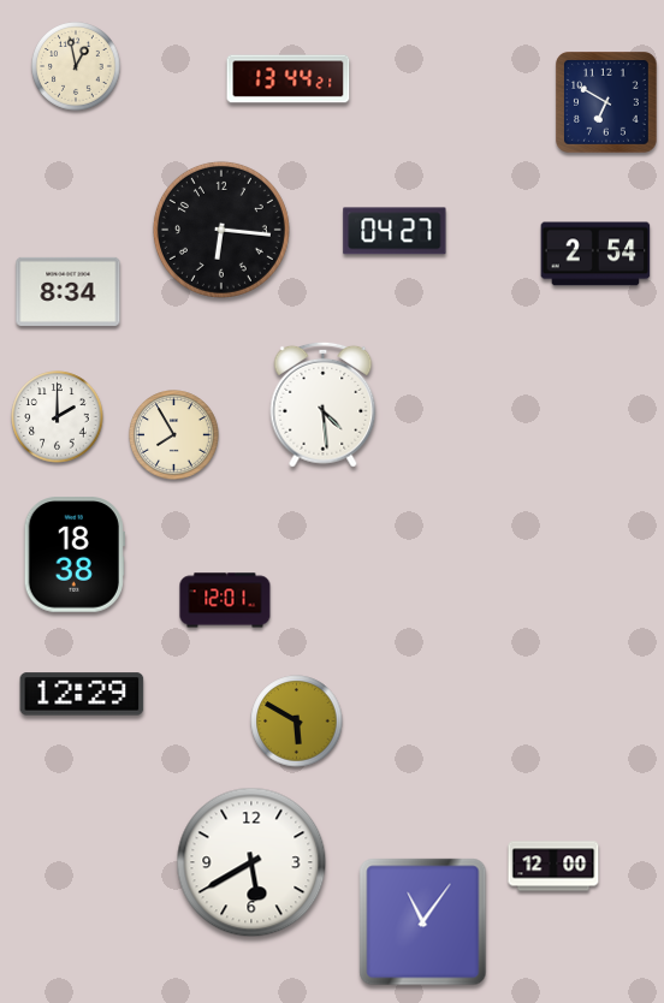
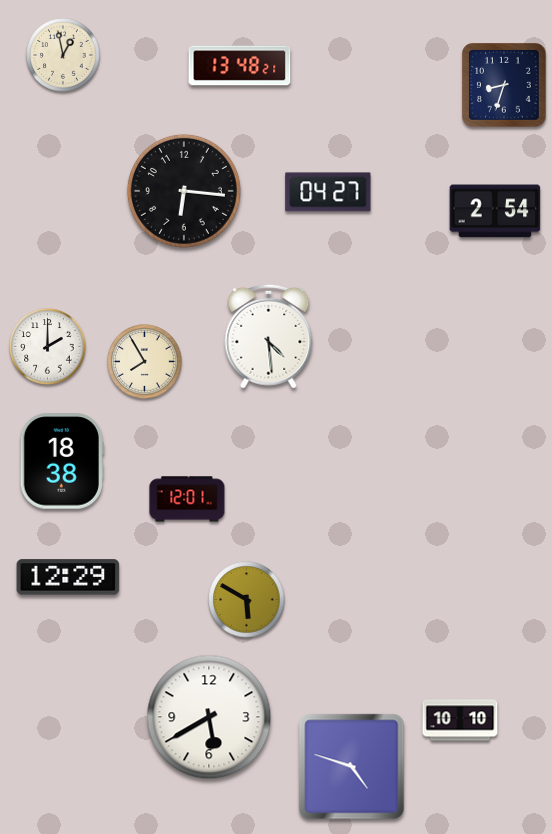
clock at (289, 79): 13:44 -> 13:48
clock at (607, 103): 6:50 -> 8:33
clock at (69, 291): 8:34 -> none
clock at (553, 866): 12:00 -> 10:10
clock at (423, 922): 11:06 -> 4:48
